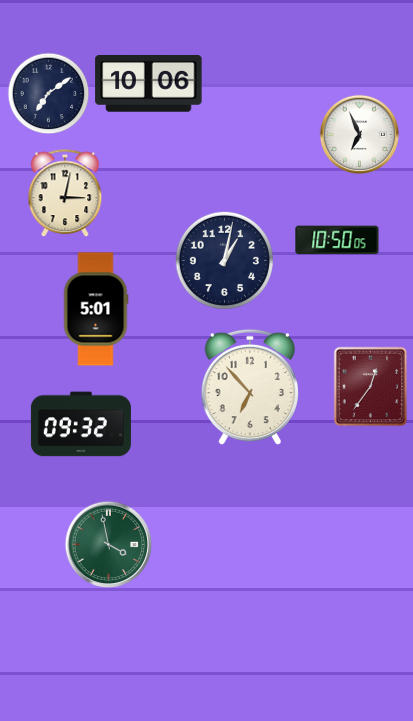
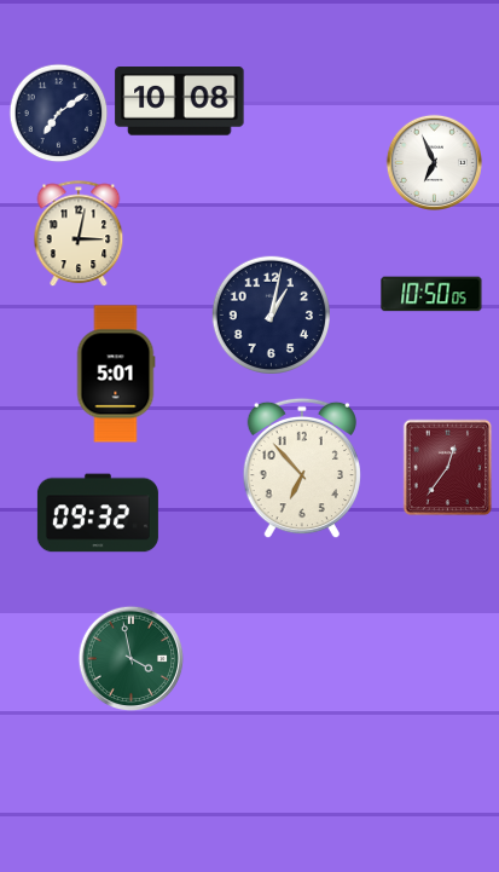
clock at (149, 84): 10:06 -> 10:08
clock at (337, 240) position: (337, 240) -> (431, 294)
